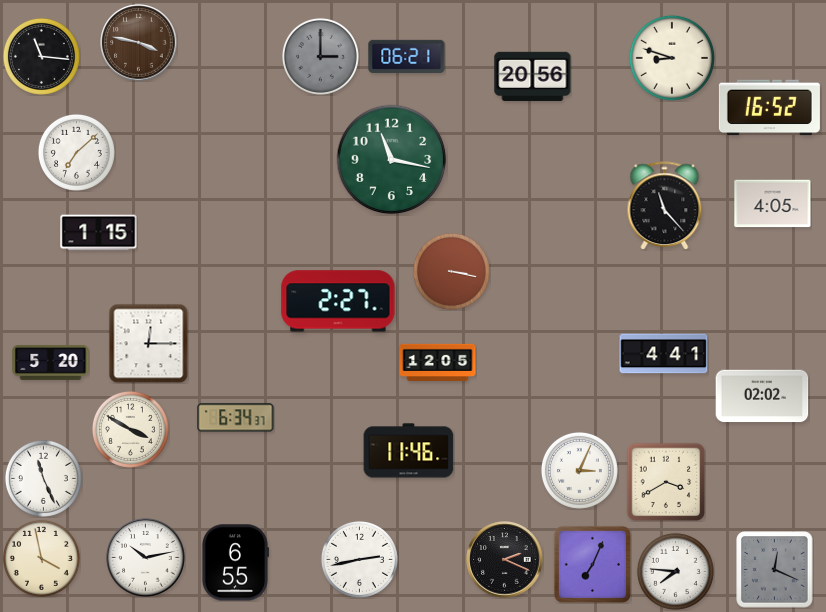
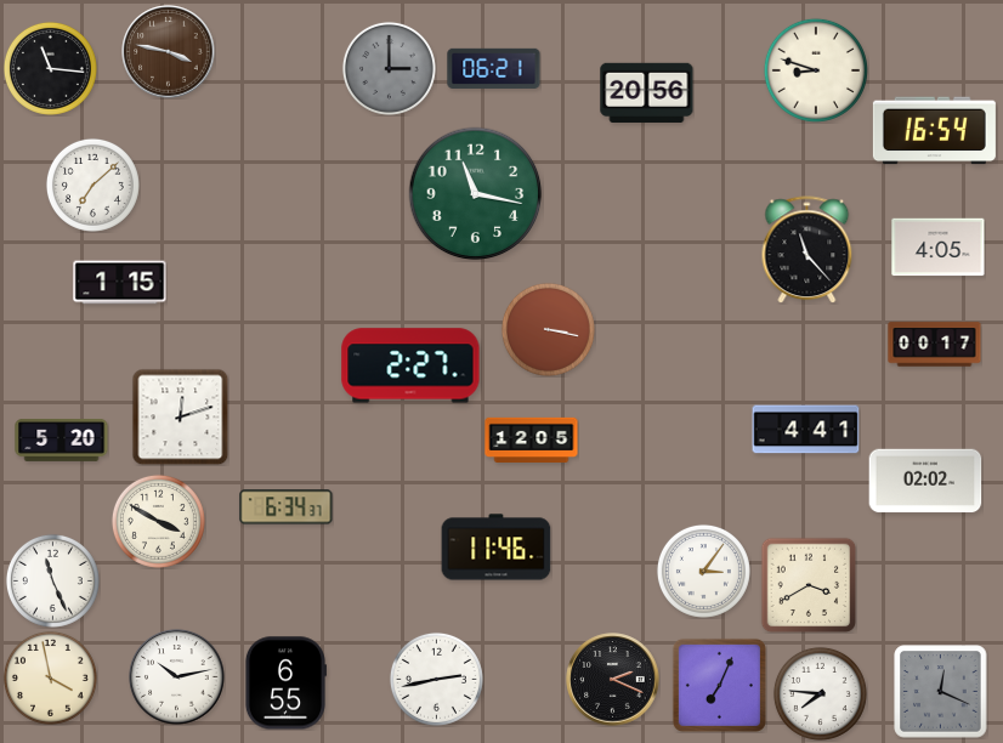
clock at (769, 108): 16:52 -> 16:54
clock at (935, 345): none -> 00:17
clock at (148, 343): 12:15 -> 12:12
clock at (579, 470): 3:04 -> 3:06
